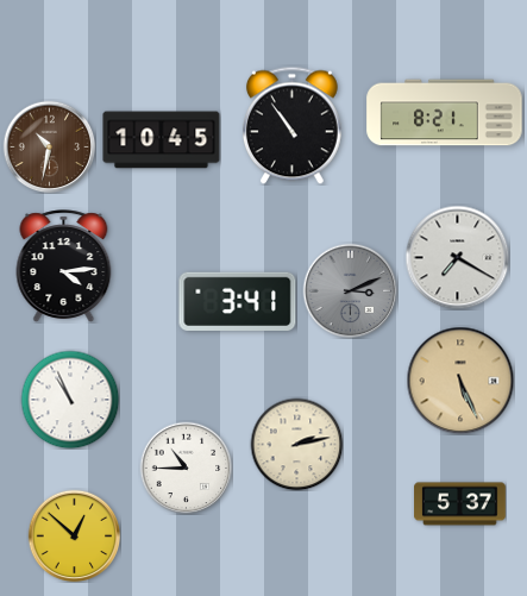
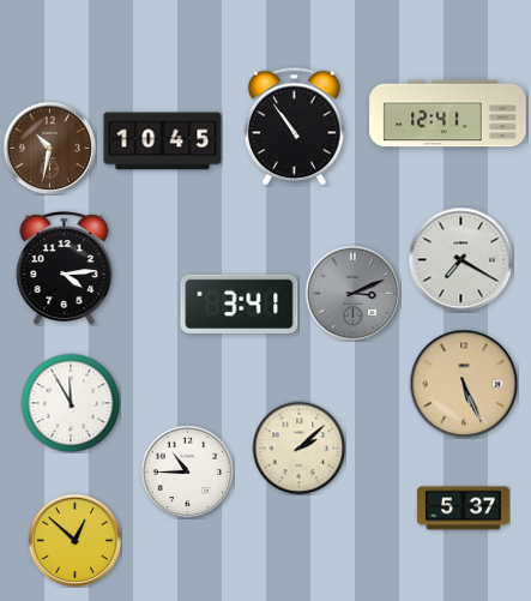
clock at (445, 113): 8:21 -> 12:41
clock at (70, 400): 10:56 -> 11:55
clock at (296, 444): 2:13 -> 2:08
